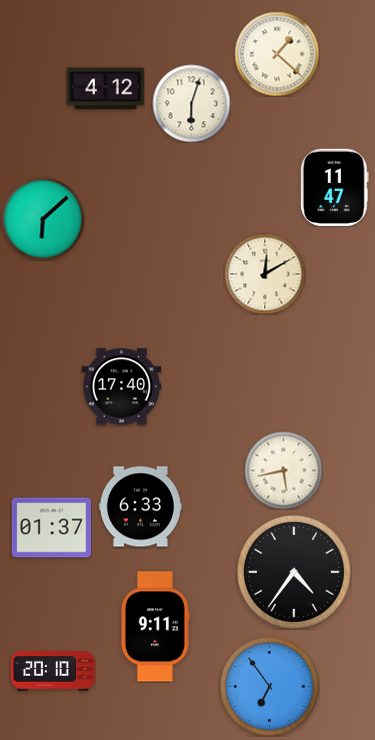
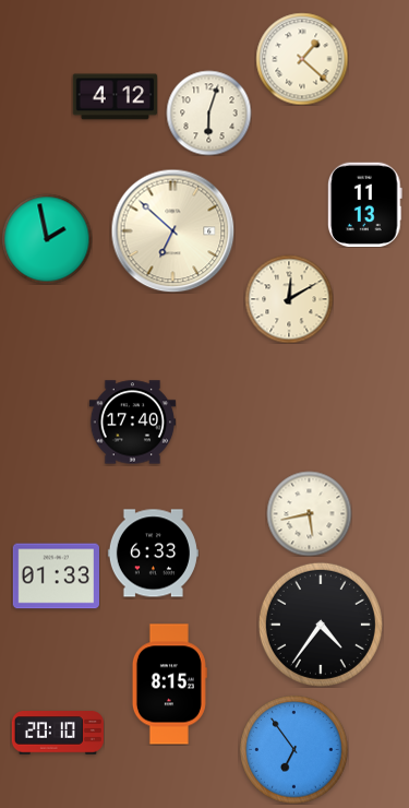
clock at (334, 187): 11:47 -> 11:13
clock at (172, 230): none -> 6:52
clock at (43, 219): 6:08 -> 1:58
clock at (51, 528): 01:37 -> 01:33
clock at (155, 627): 9:11 -> 8:15
